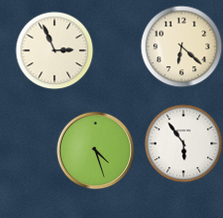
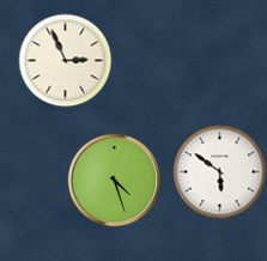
clock at (181, 46): 6:22 -> none
clock at (183, 143): 5:54 -> 5:51
